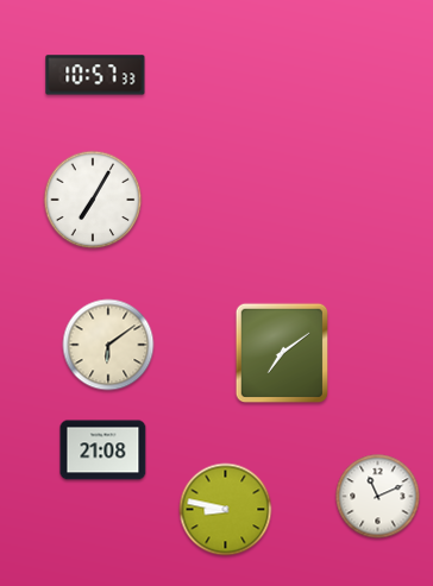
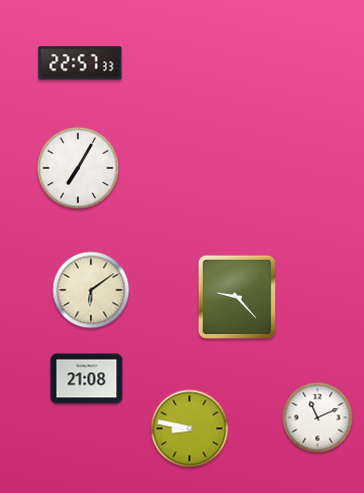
clock at (95, 75): 10:57 -> 22:57
clock at (282, 353): 7:09 -> 9:23
